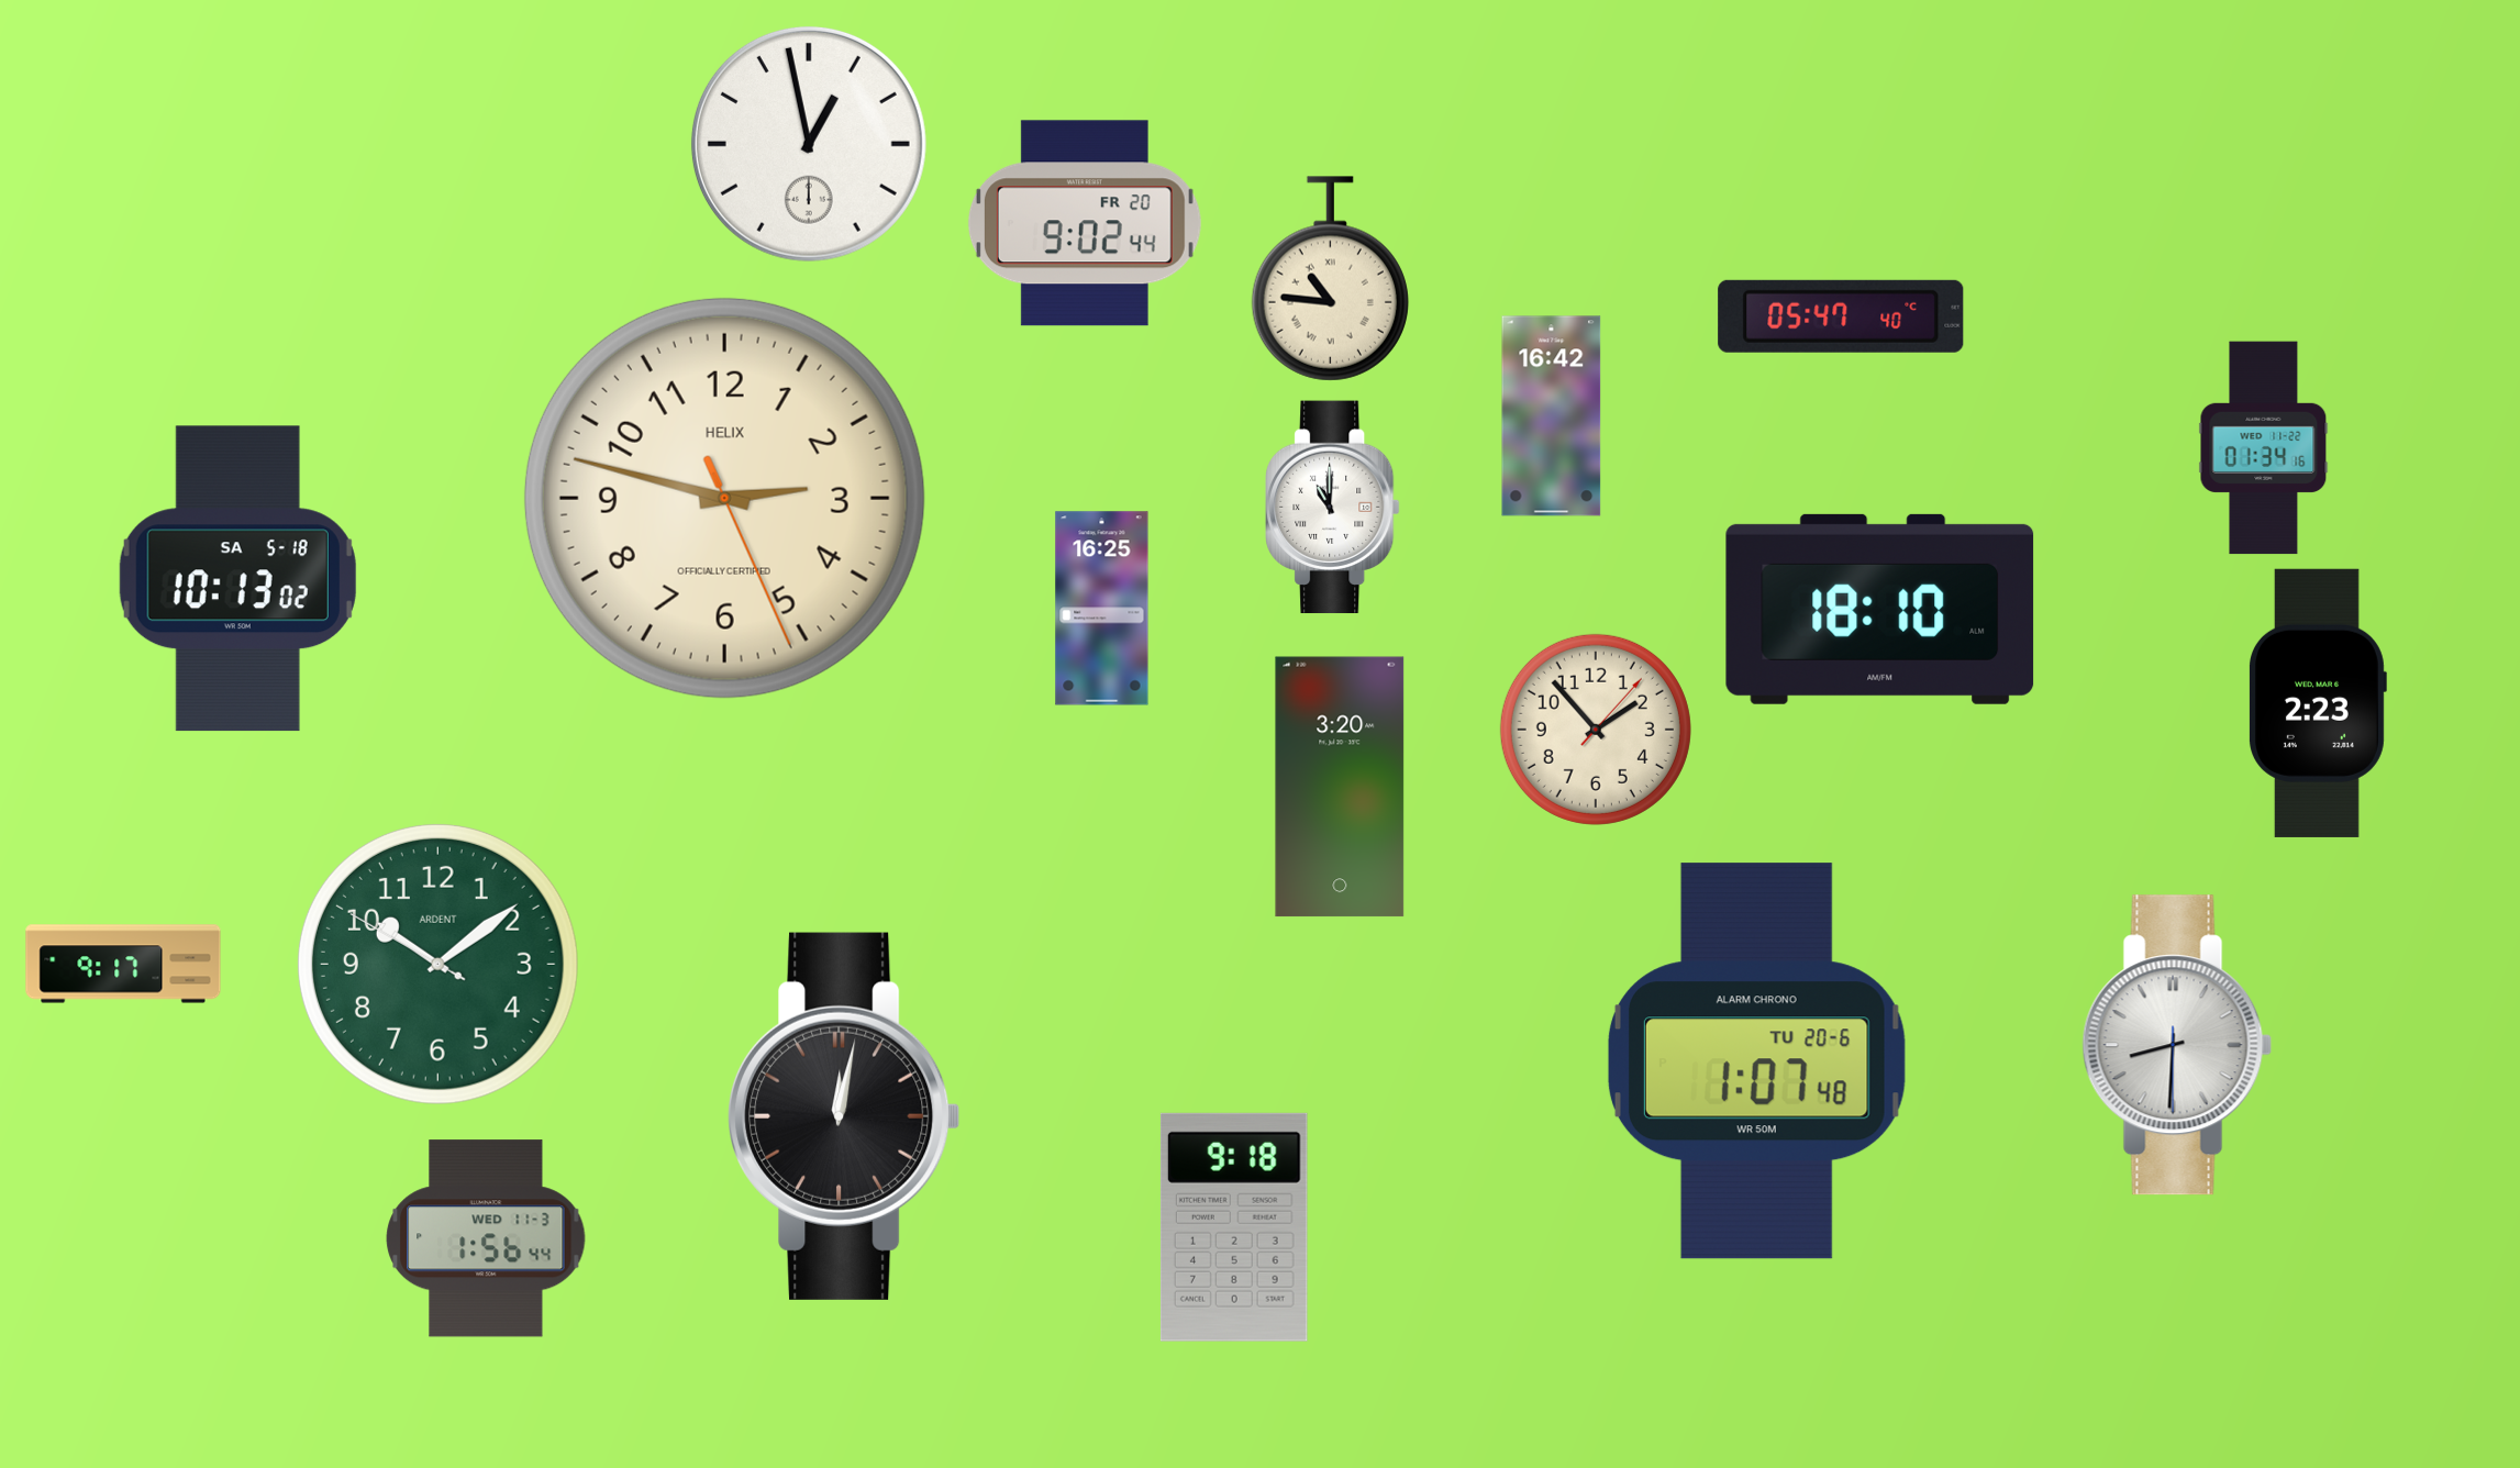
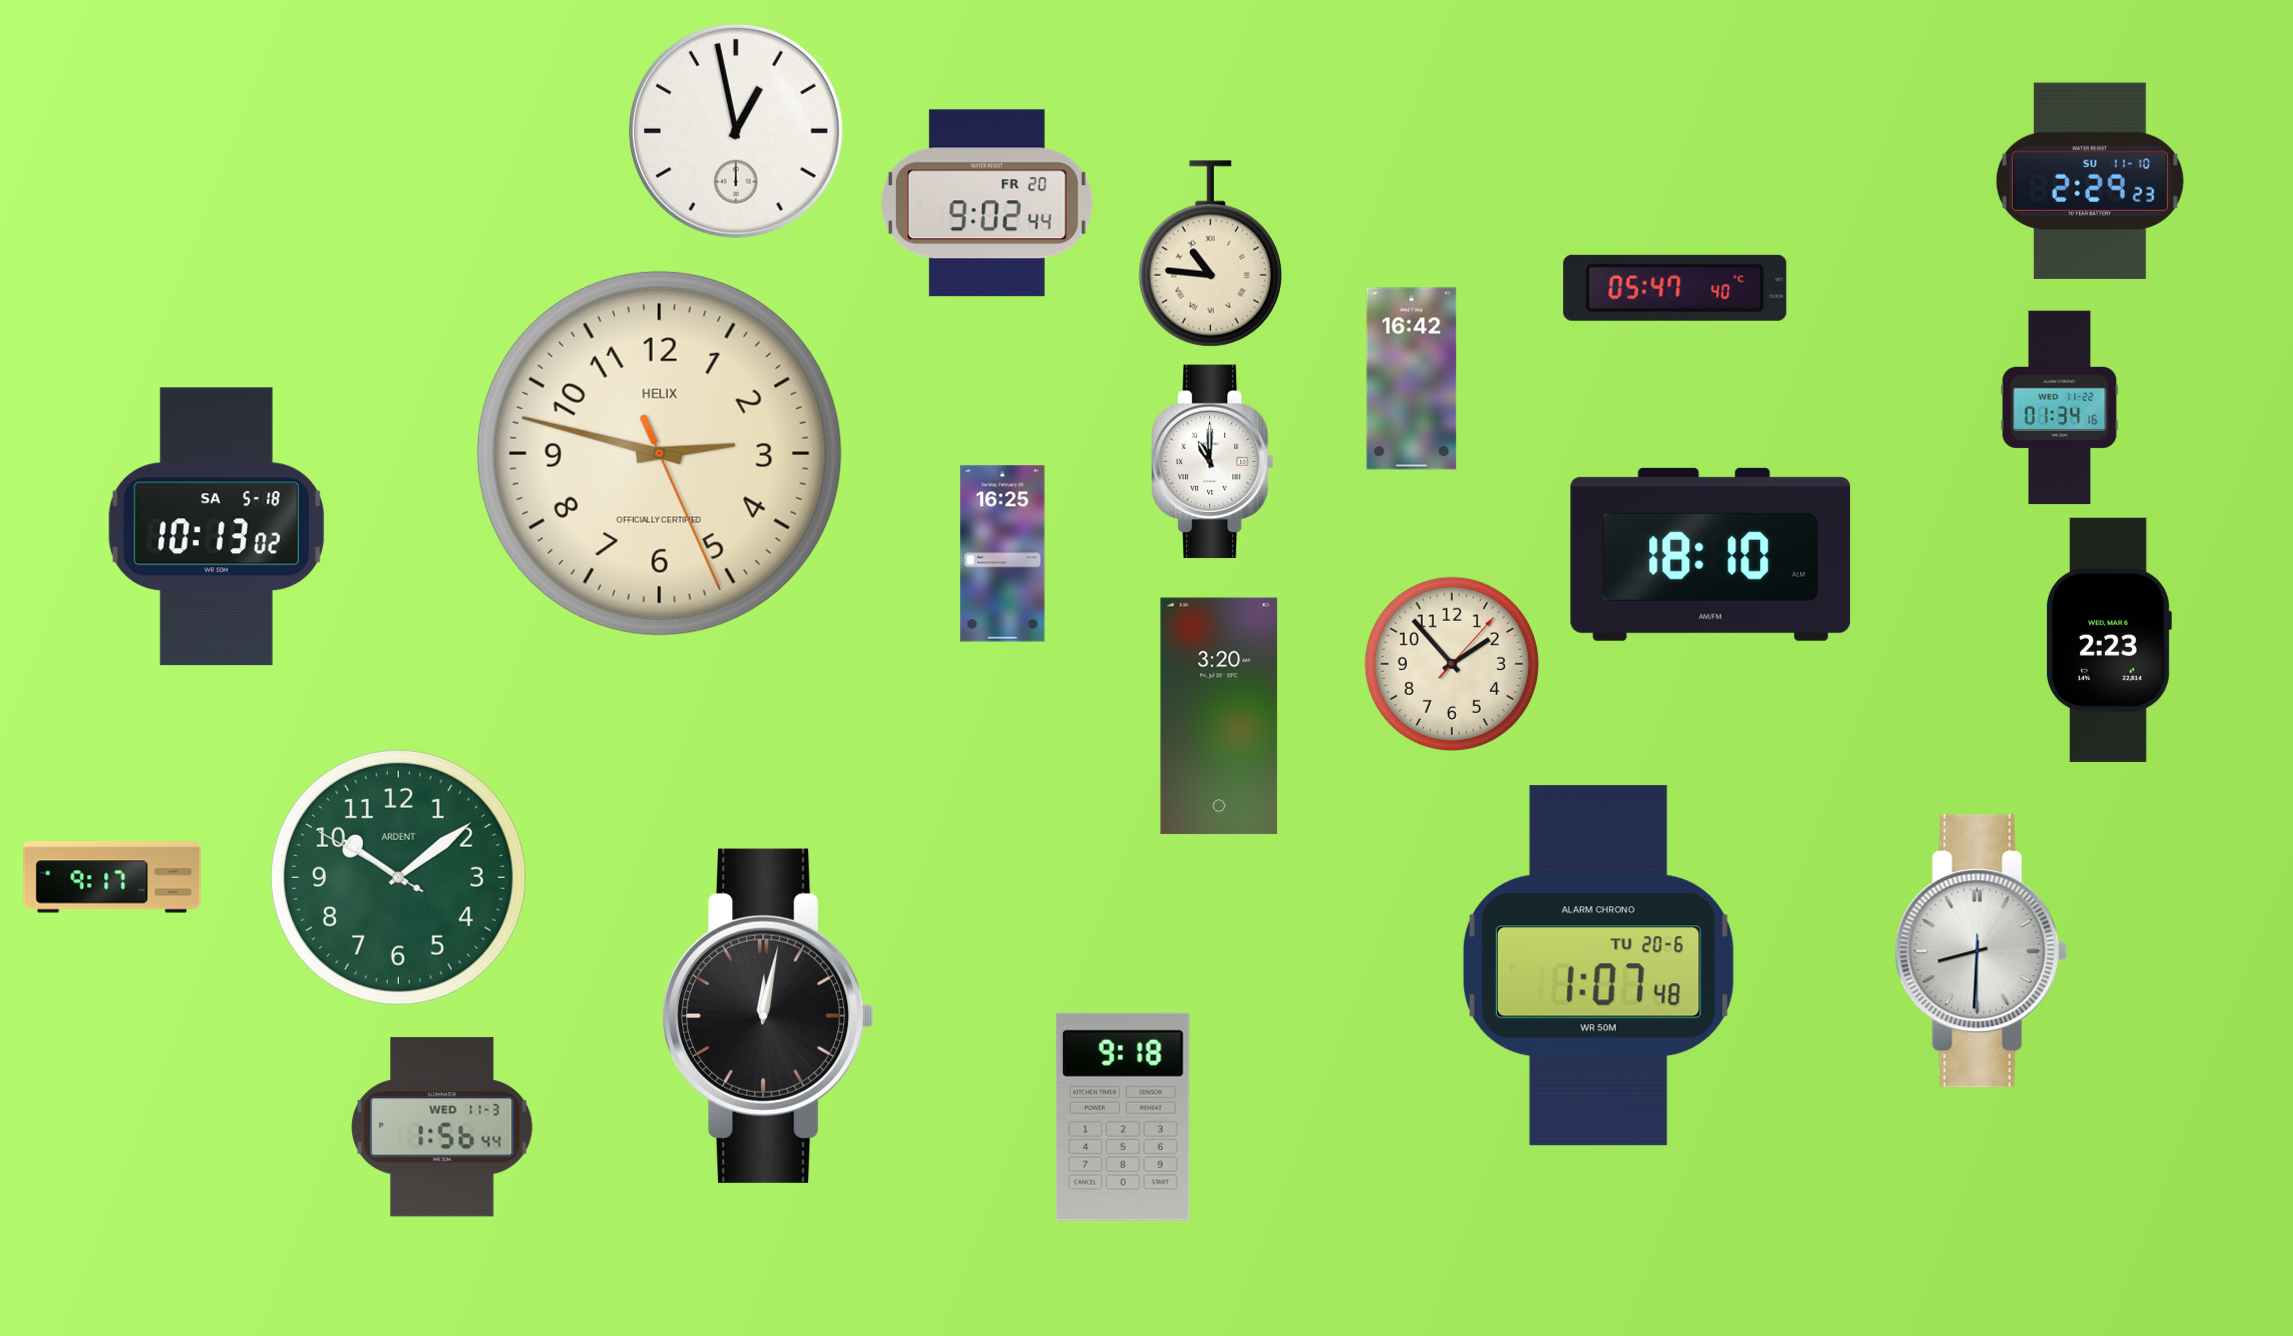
clock at (2090, 181): none -> 2:29
